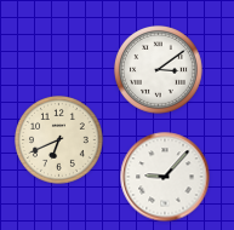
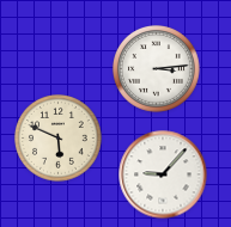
clock at (159, 70): 3:09 -> 3:14
clock at (59, 140): 6:41 -> 5:49
